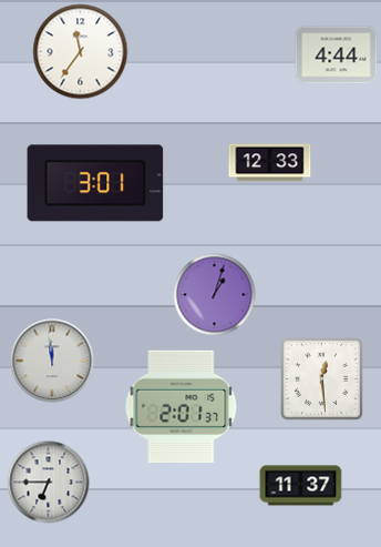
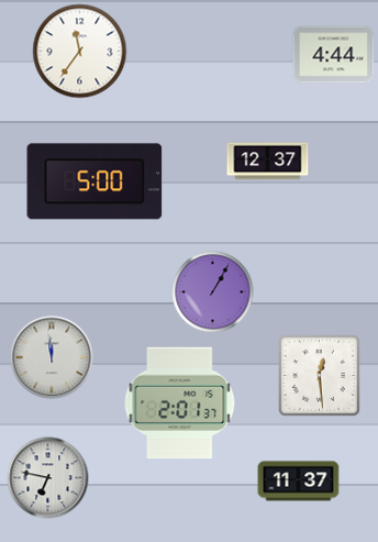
clock at (270, 163): 12:33 -> 12:37
clock at (95, 183): 3:01 -> 5:00
clock at (215, 295): 1:03 -> 1:05
clock at (49, 483): 6:45 -> 6:47
